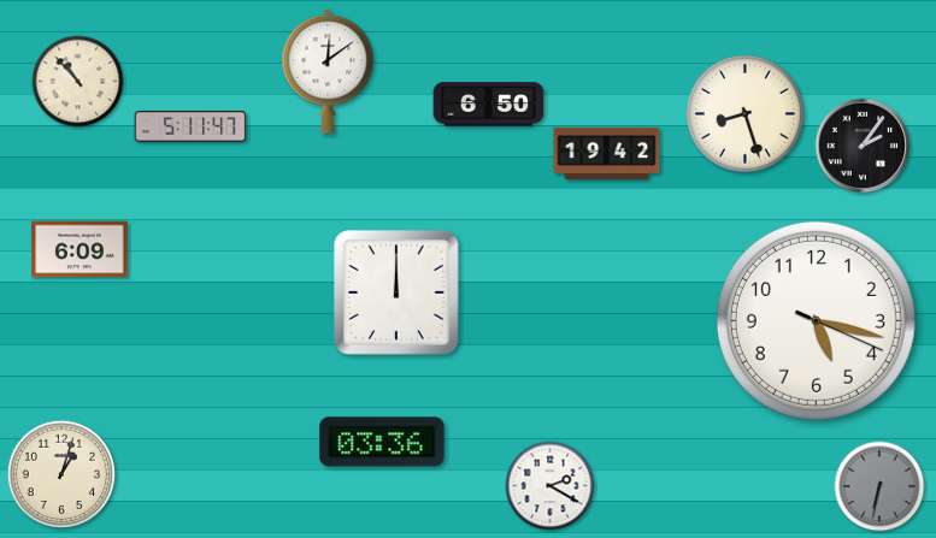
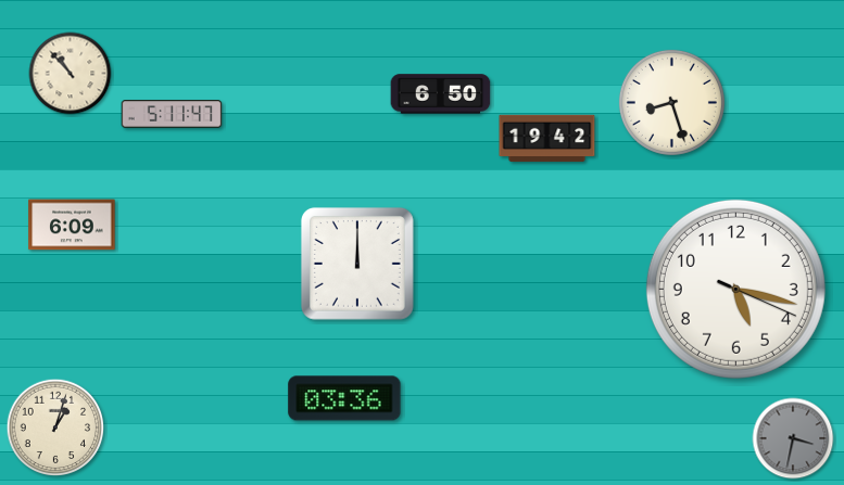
clock at (328, 72): 12:09 -> none
clock at (863, 146): 2:06 -> none
clock at (551, 486): 2:20 -> none
clock at (879, 486): 6:32 -> 3:32
